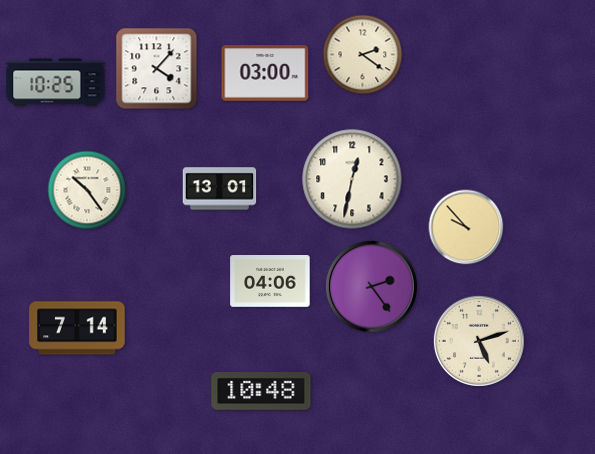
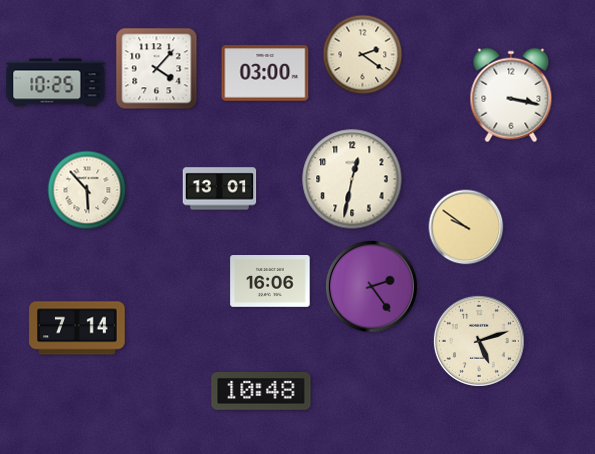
clock at (511, 95): none -> 3:17
clock at (87, 190): 10:24 -> 5:53
clock at (466, 227): 9:53 -> 9:51
clock at (270, 282): 04:06 -> 16:06
